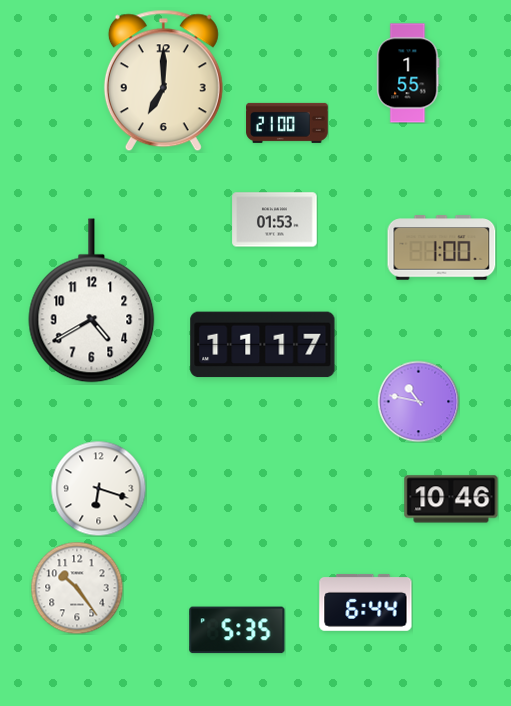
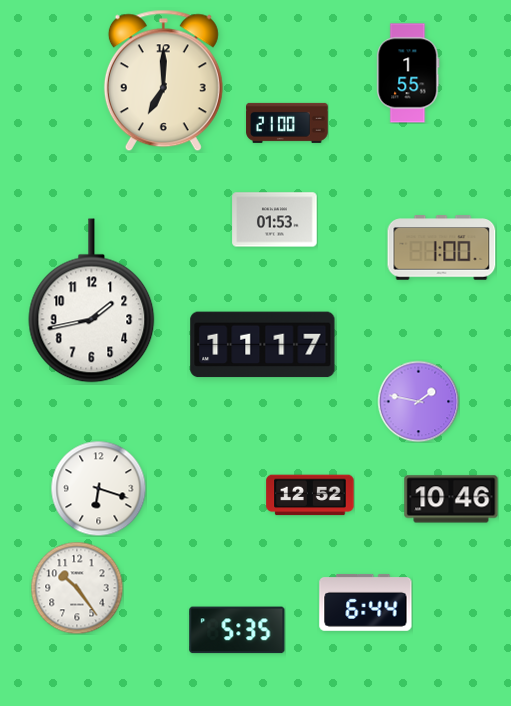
clock at (92, 301): 4:40 -> 1:43
clock at (418, 401): 10:47 -> 1:47
clock at (310, 495): none -> 12:52
